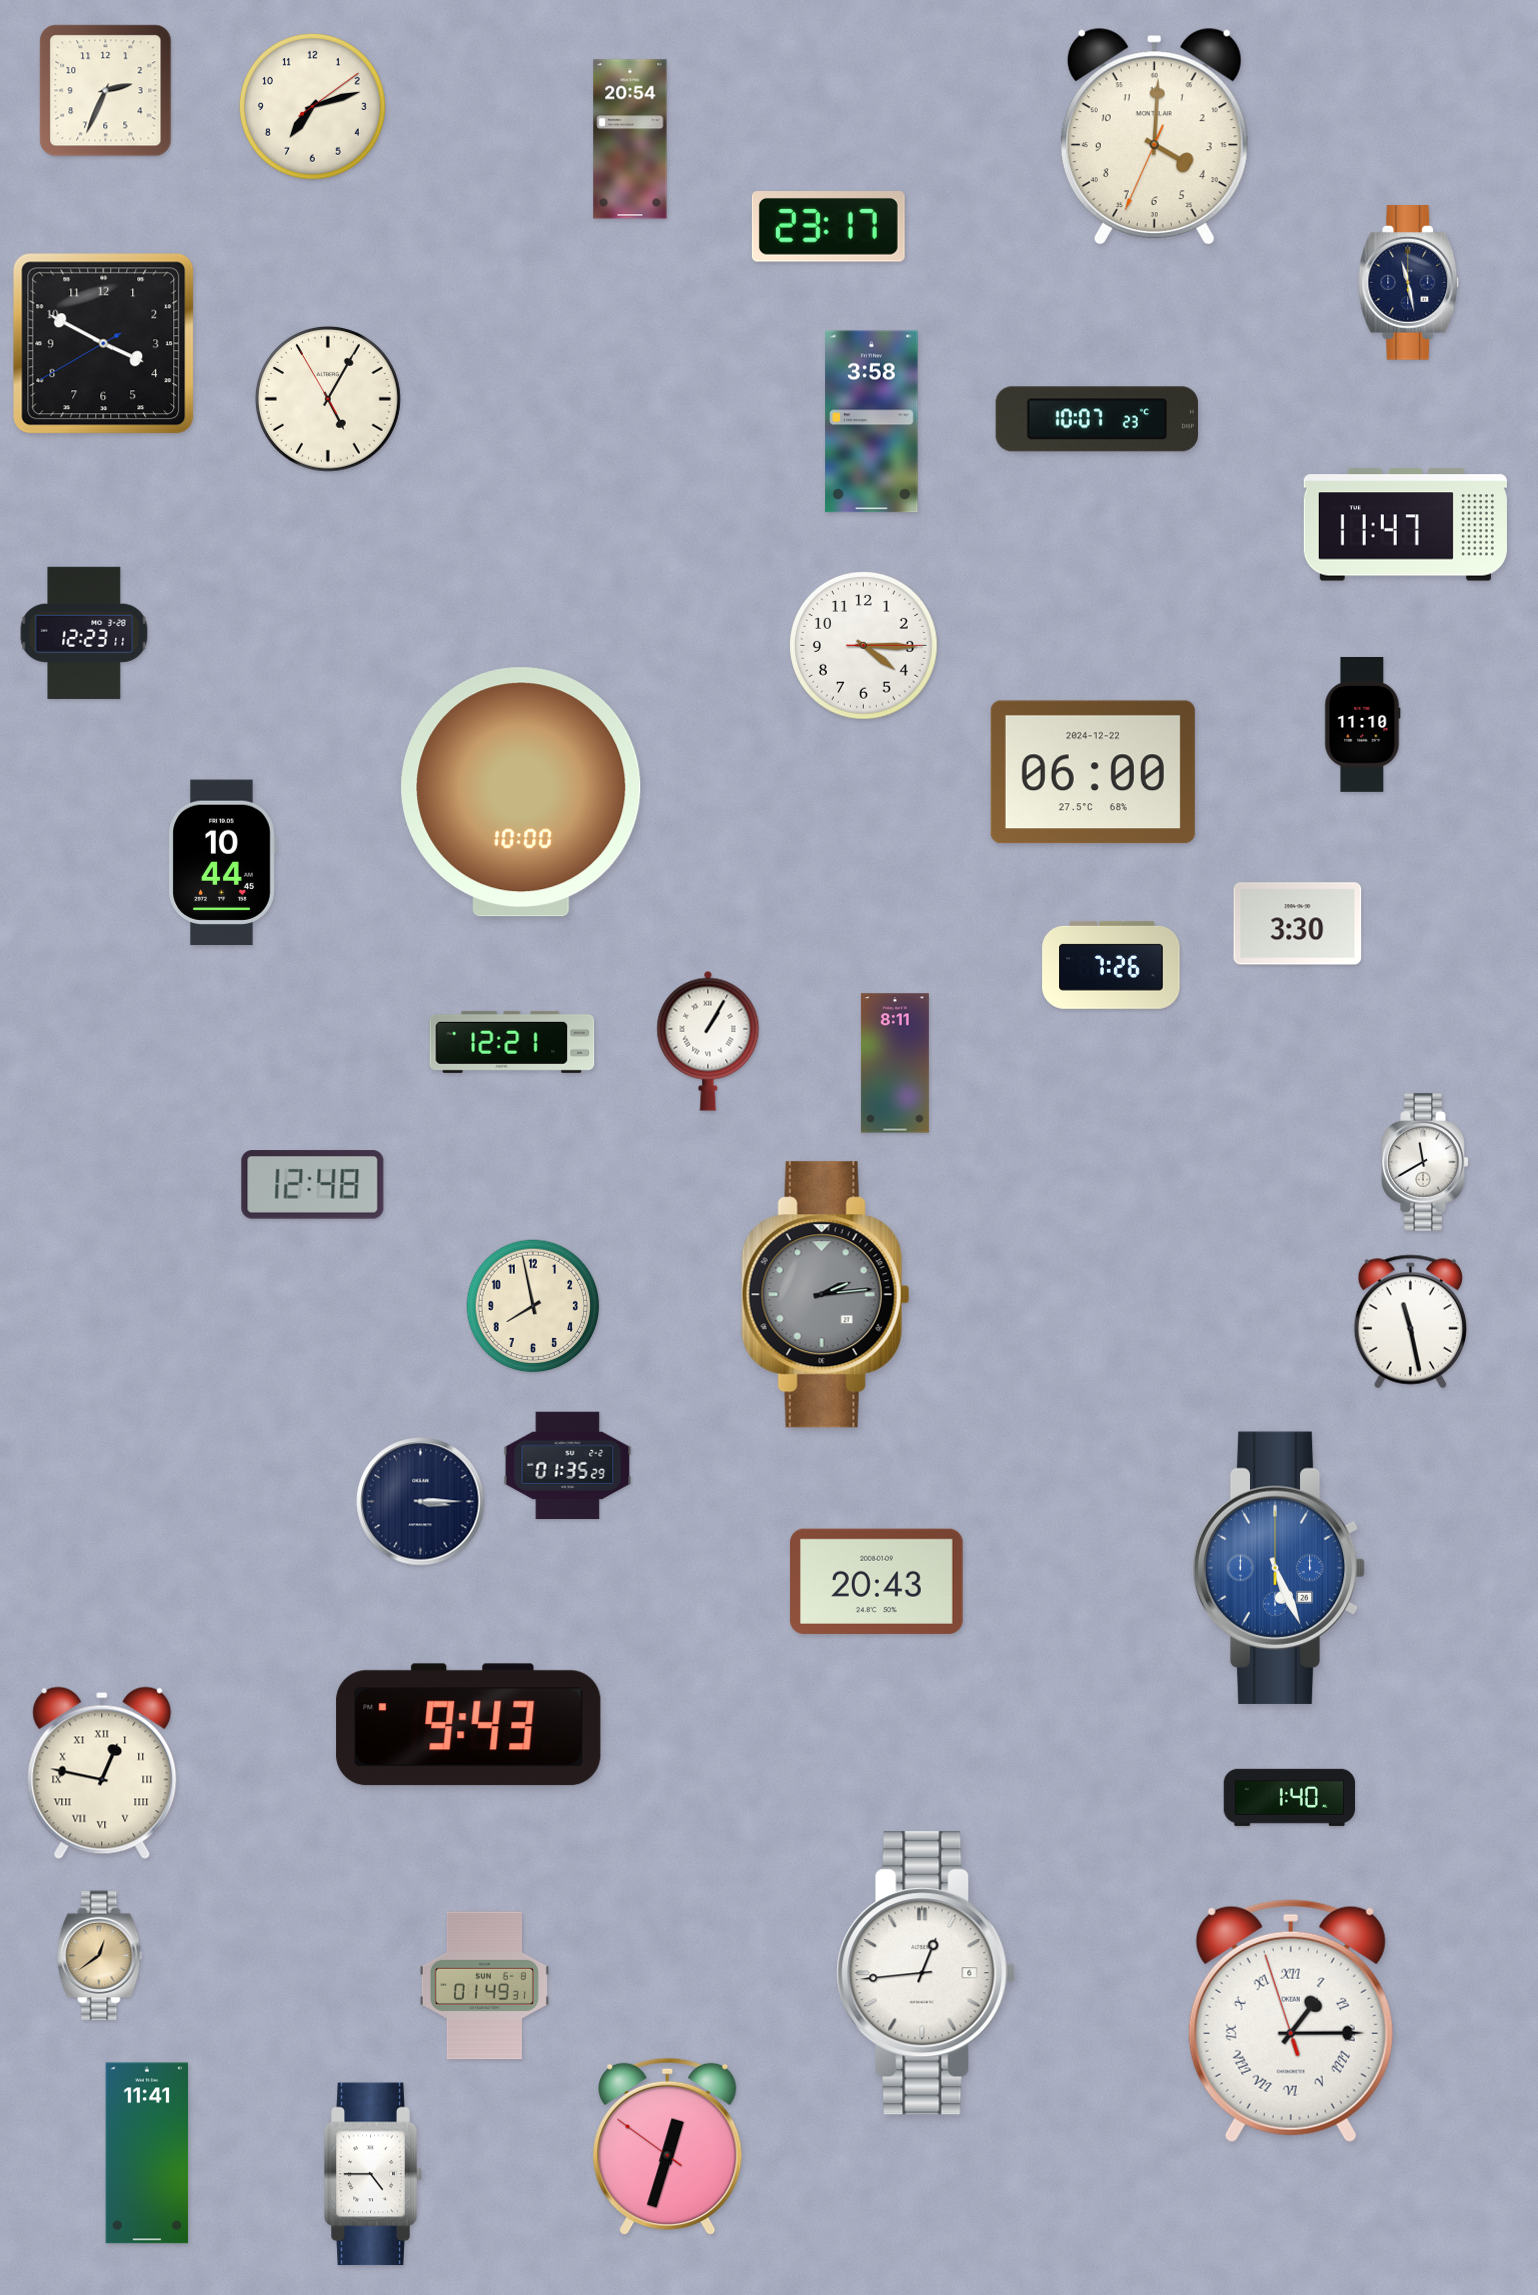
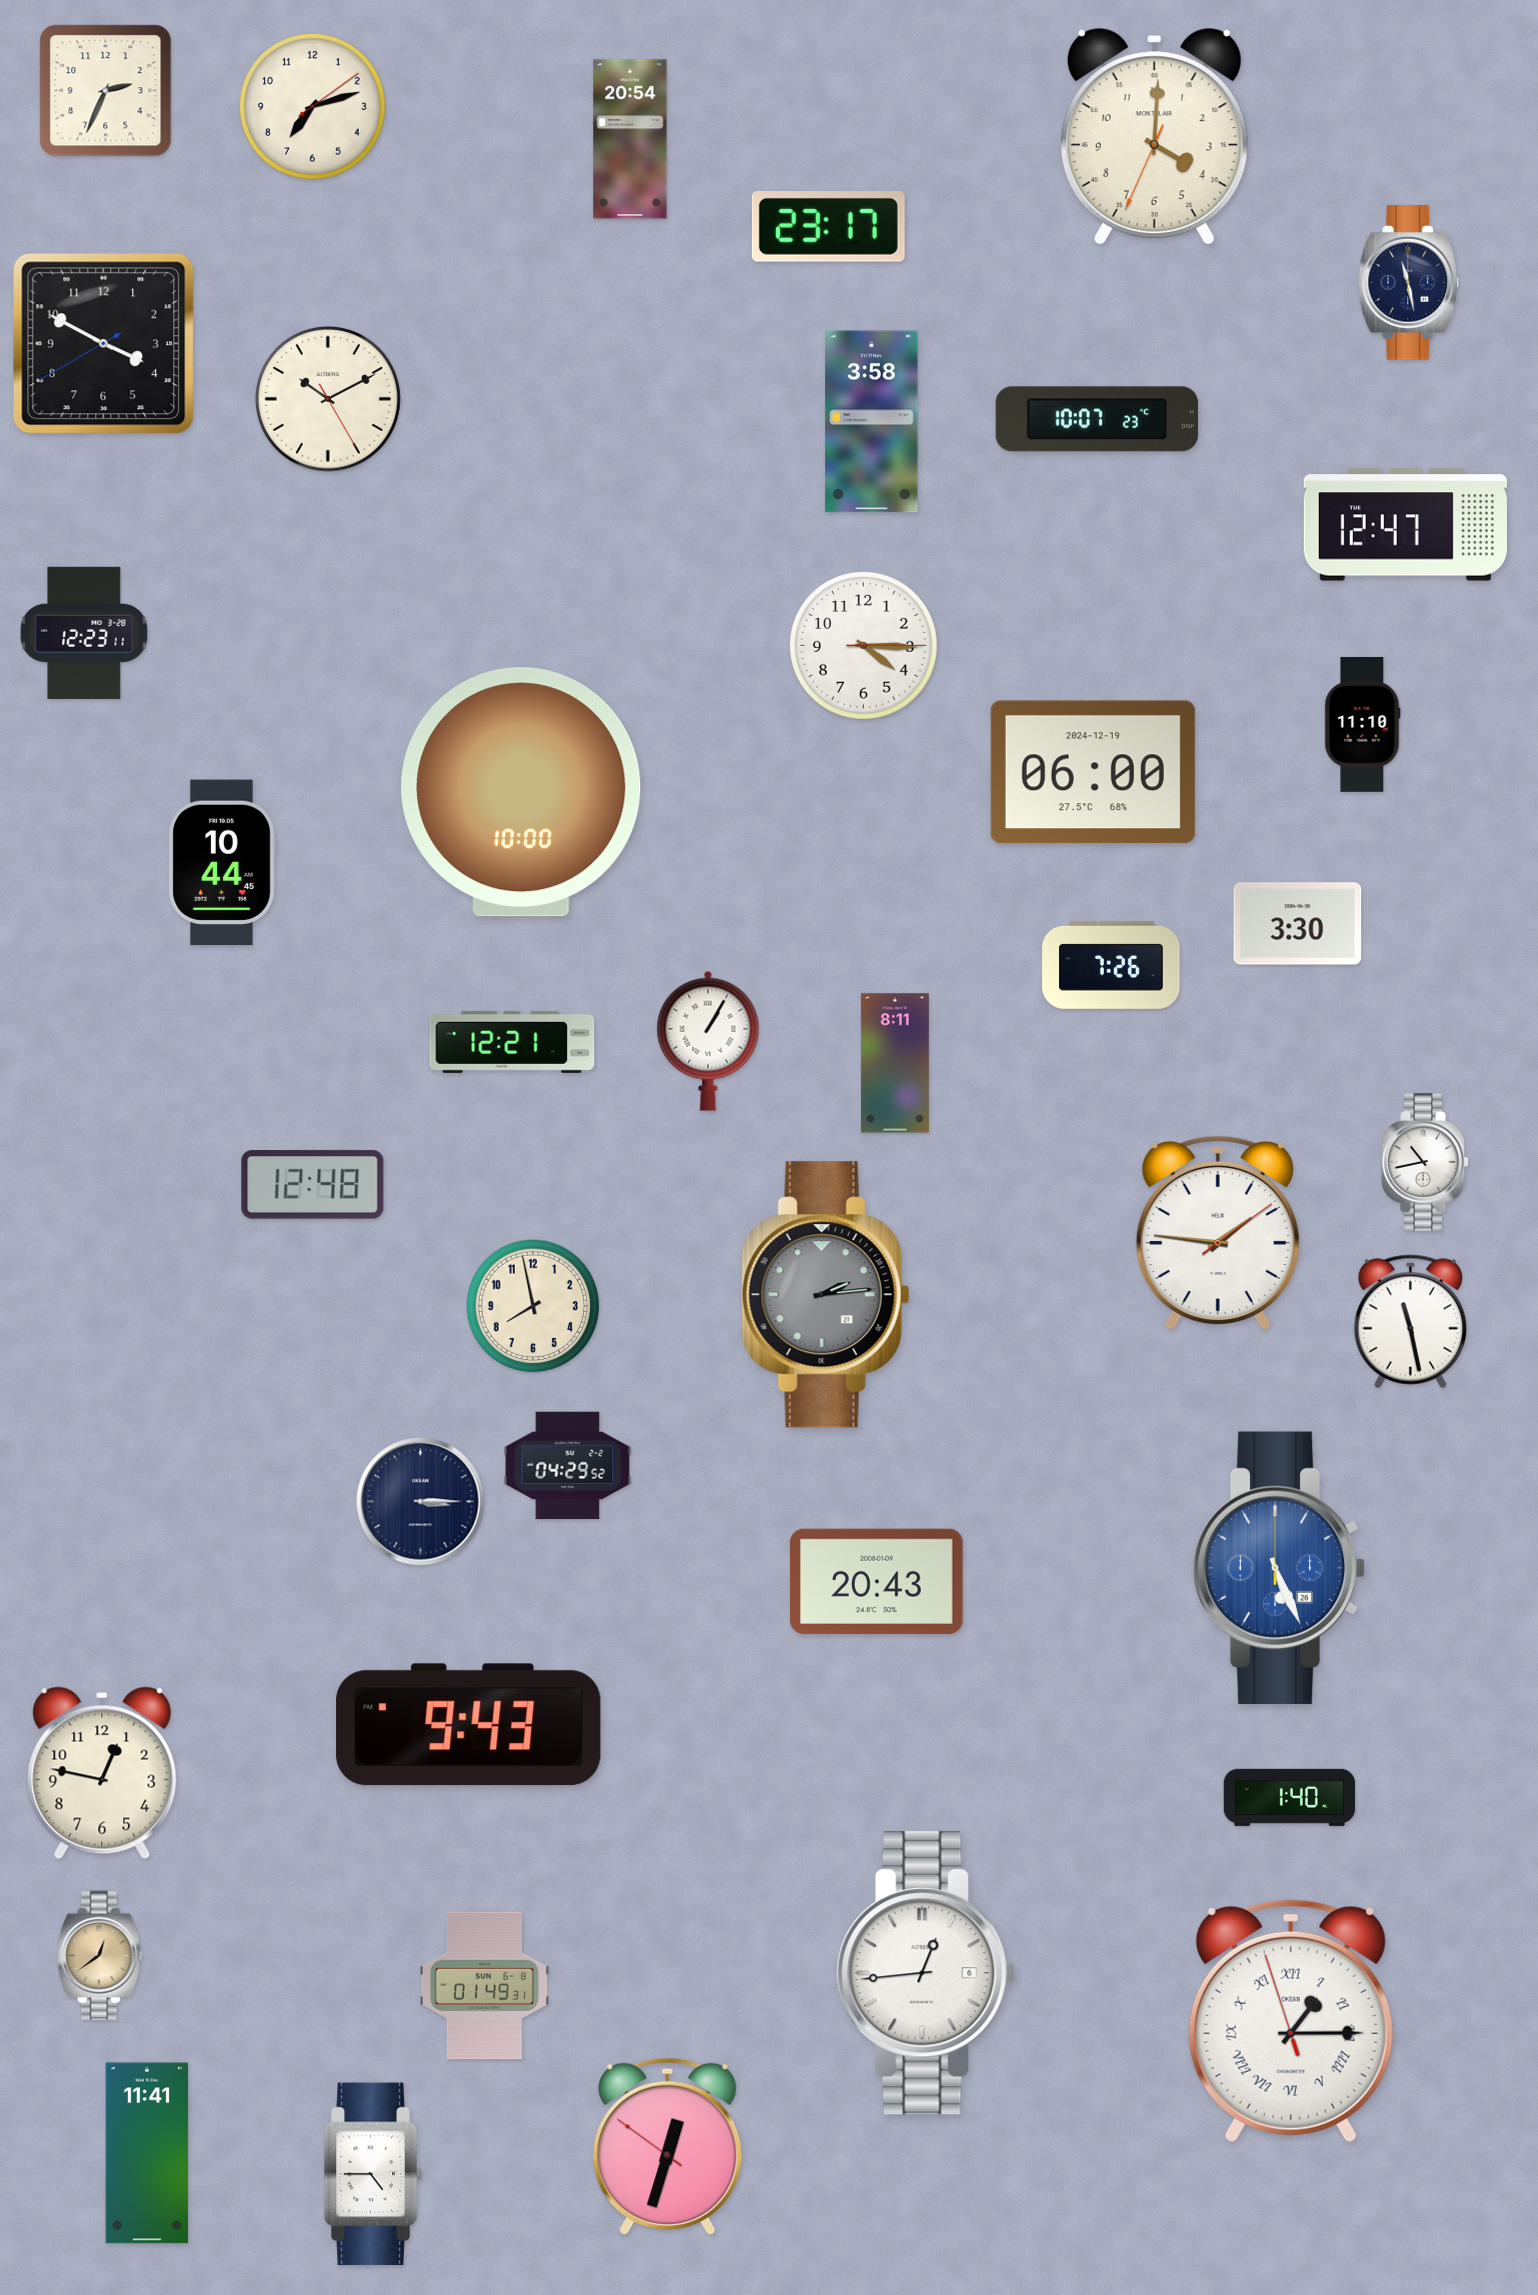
clock at (328, 399): 5:04 -> 10:10
clock at (1405, 525): 11:47 -> 12:47
clock at (1093, 772) date: 2024-12-22 -> 2024-12-19
clock at (1425, 1162): 11:40 -> 10:43
clock at (1218, 1233): none -> 1:46
clock at (568, 1466): 01:35 -> 04:29
clock at (102, 1773) numerals: Roman -> Arabic
